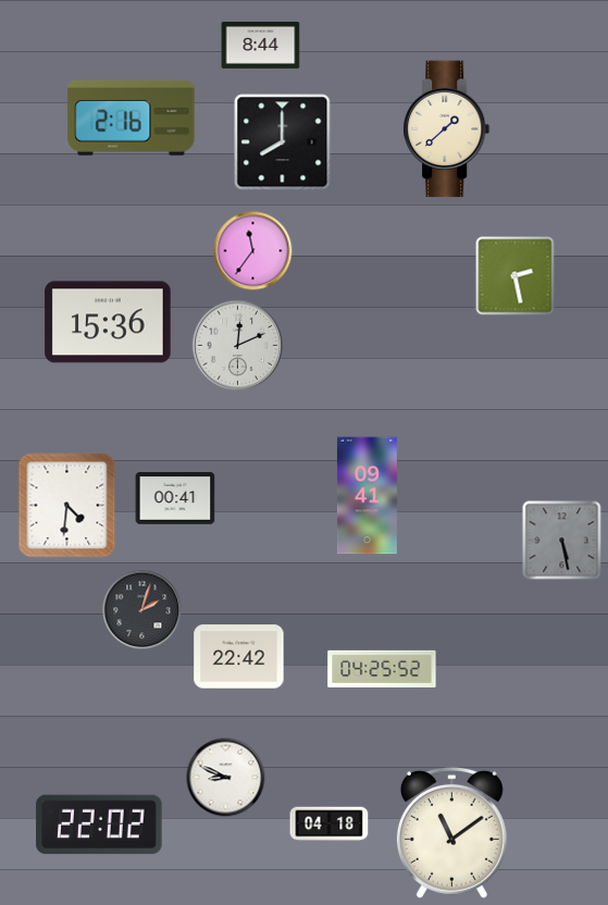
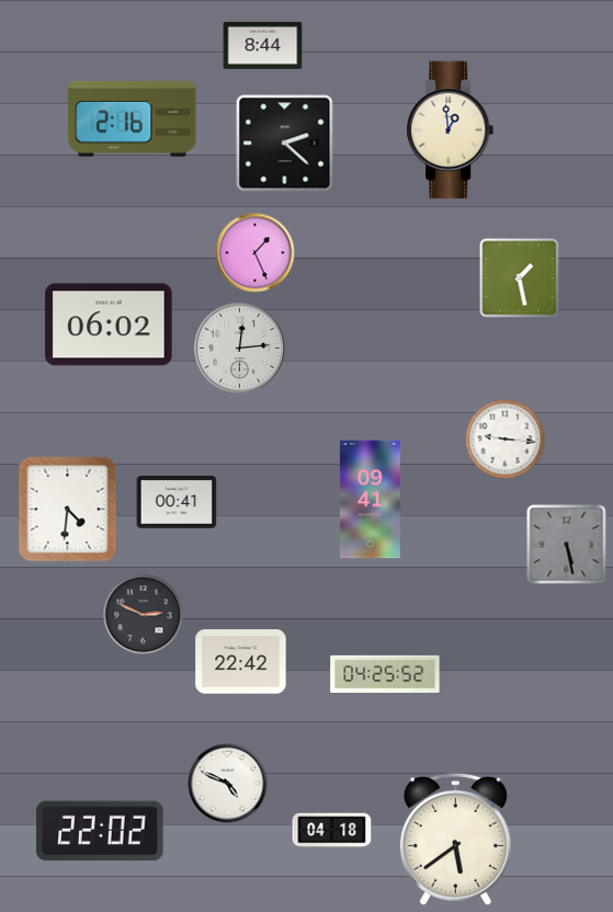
clock at (447, 129): 1:38 -> 12:59
clock at (283, 142): 8:00 -> 2:22
clock at (253, 251): 11:36 -> 1:26
clock at (516, 276): 2:28 -> 1:28
clock at (108, 322): 15:36 -> 06:02
clock at (238, 346): 12:11 -> 12:14
clock at (506, 440): none -> 9:16
clock at (142, 610): 2:03 -> 2:49
clock at (226, 778): 8:49 -> 4:49
clock at (451, 832): 11:09 -> 5:39
